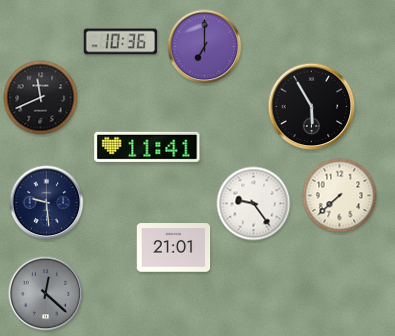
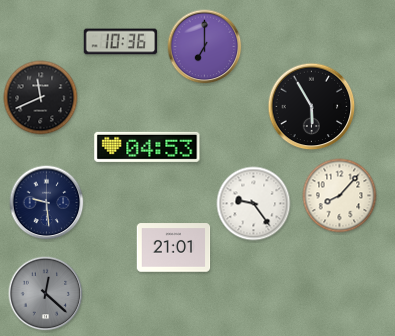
clock at (147, 147): 11:41 -> 04:53
clock at (340, 196): 7:38 -> 8:07
